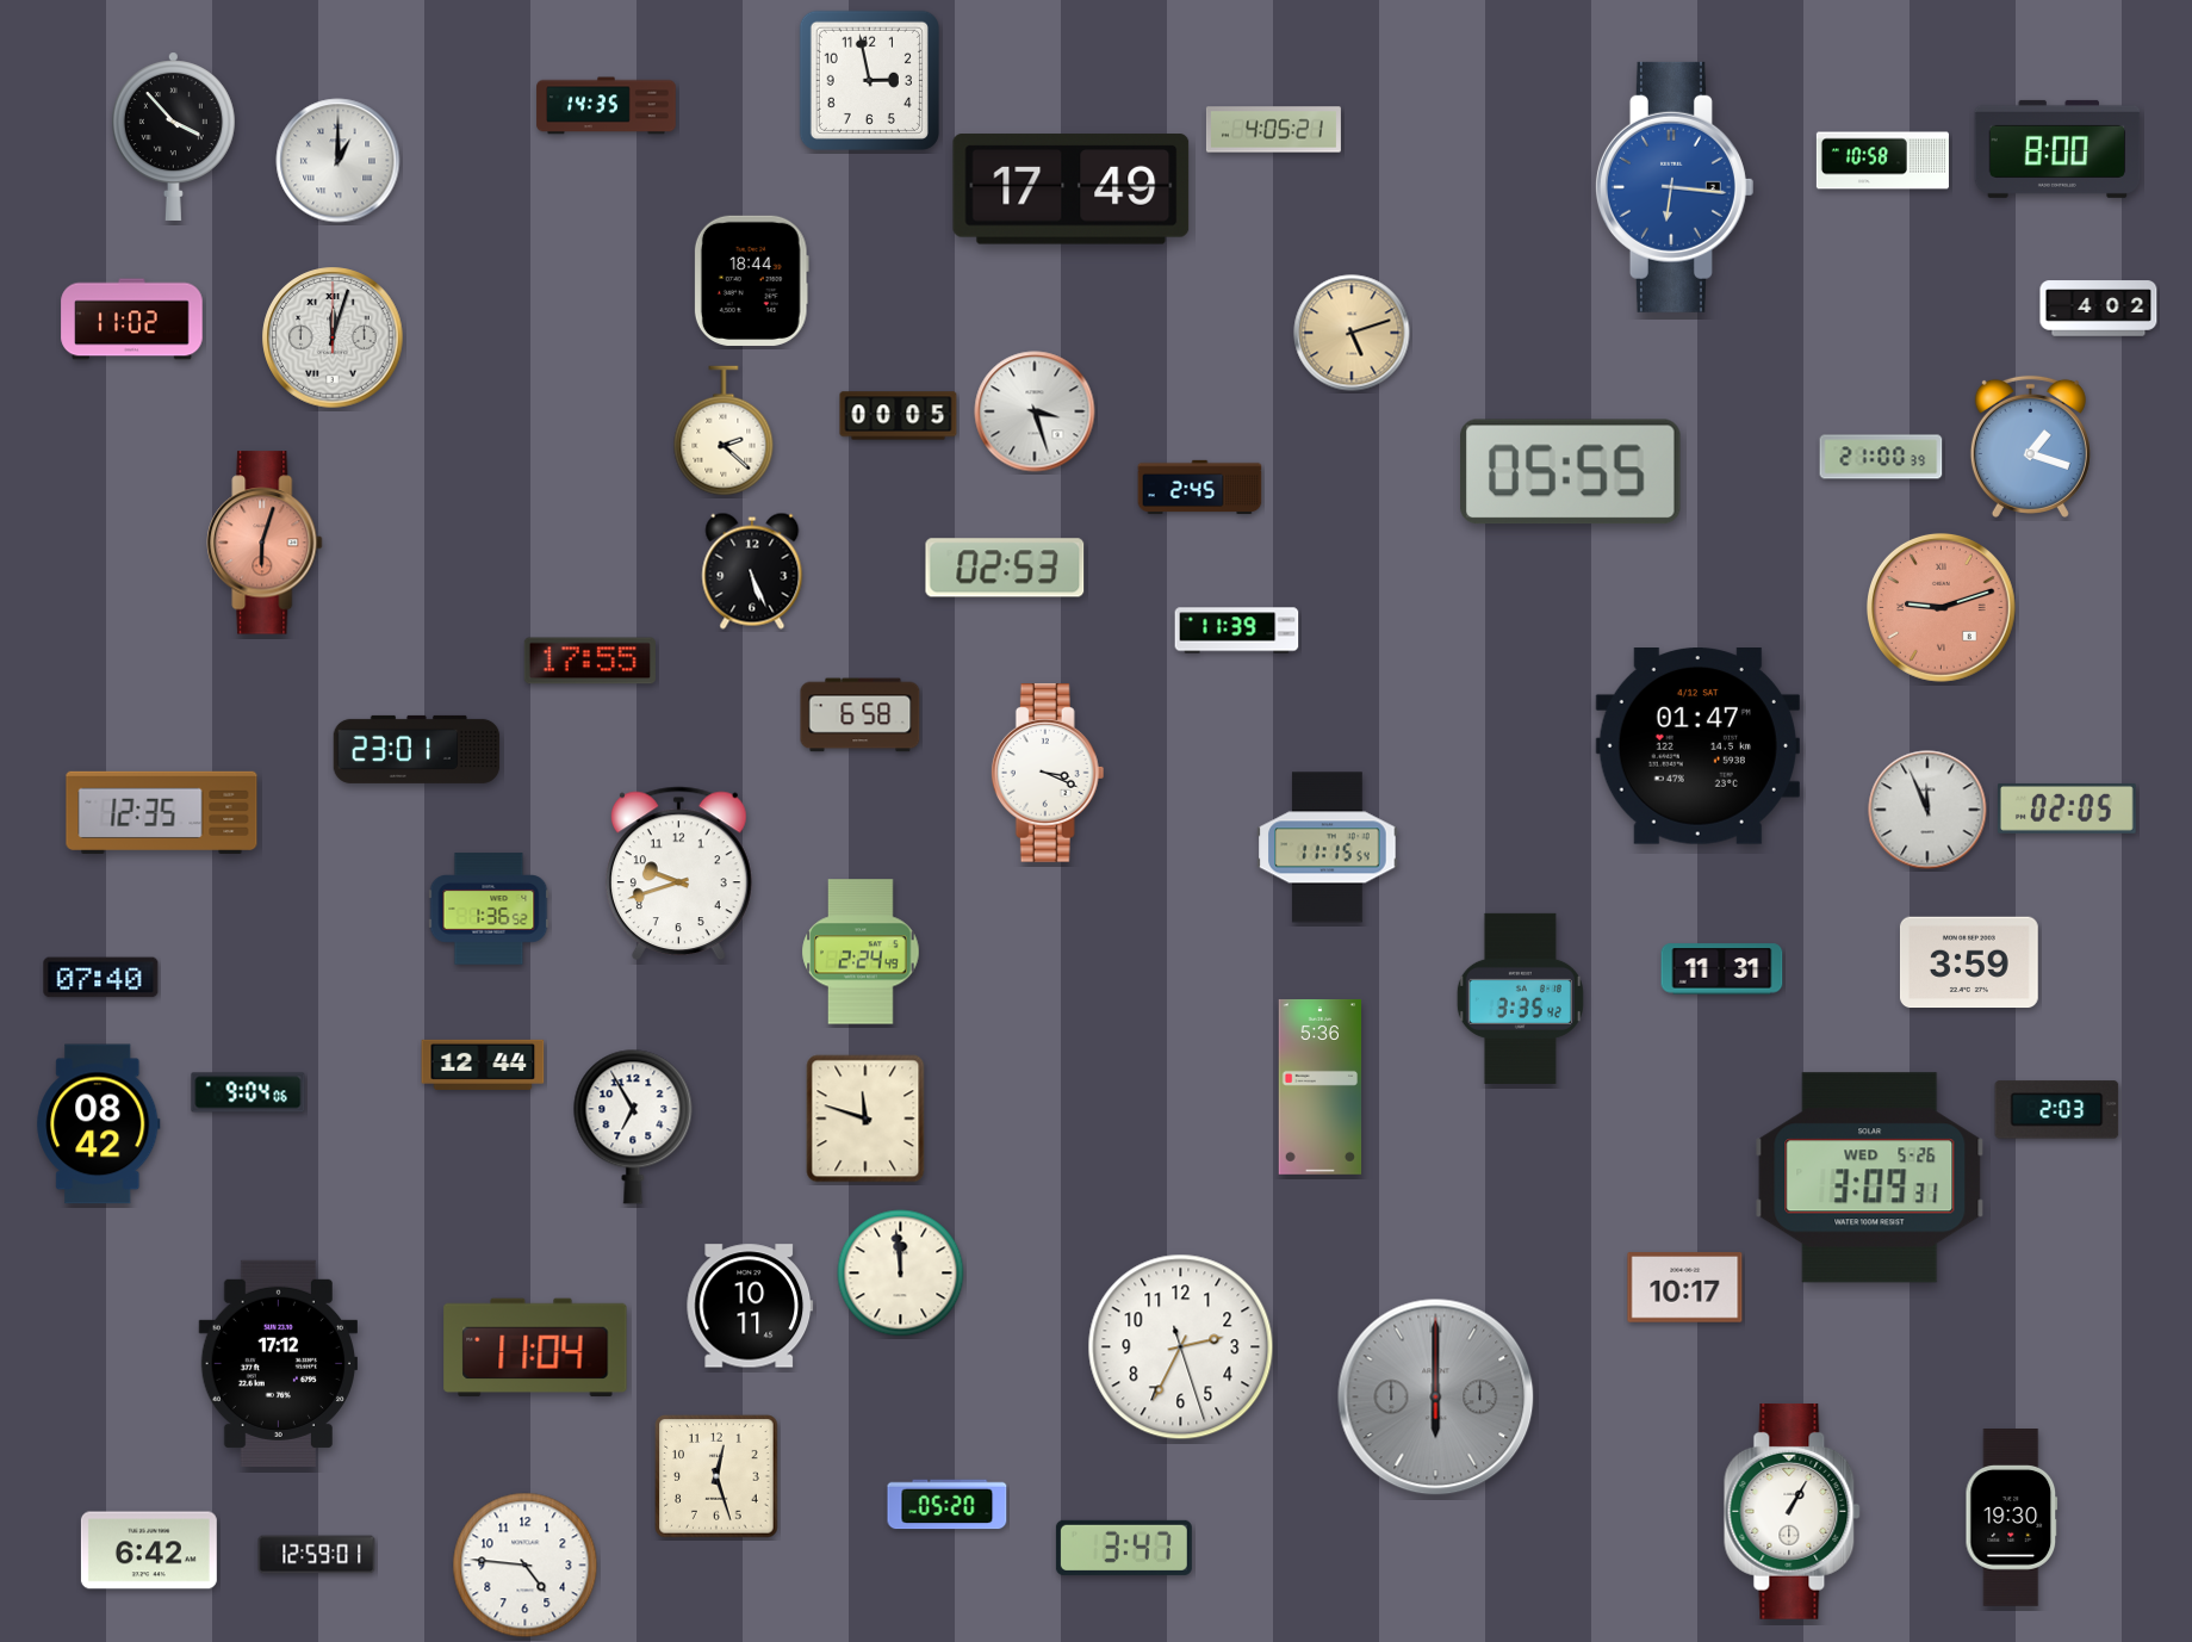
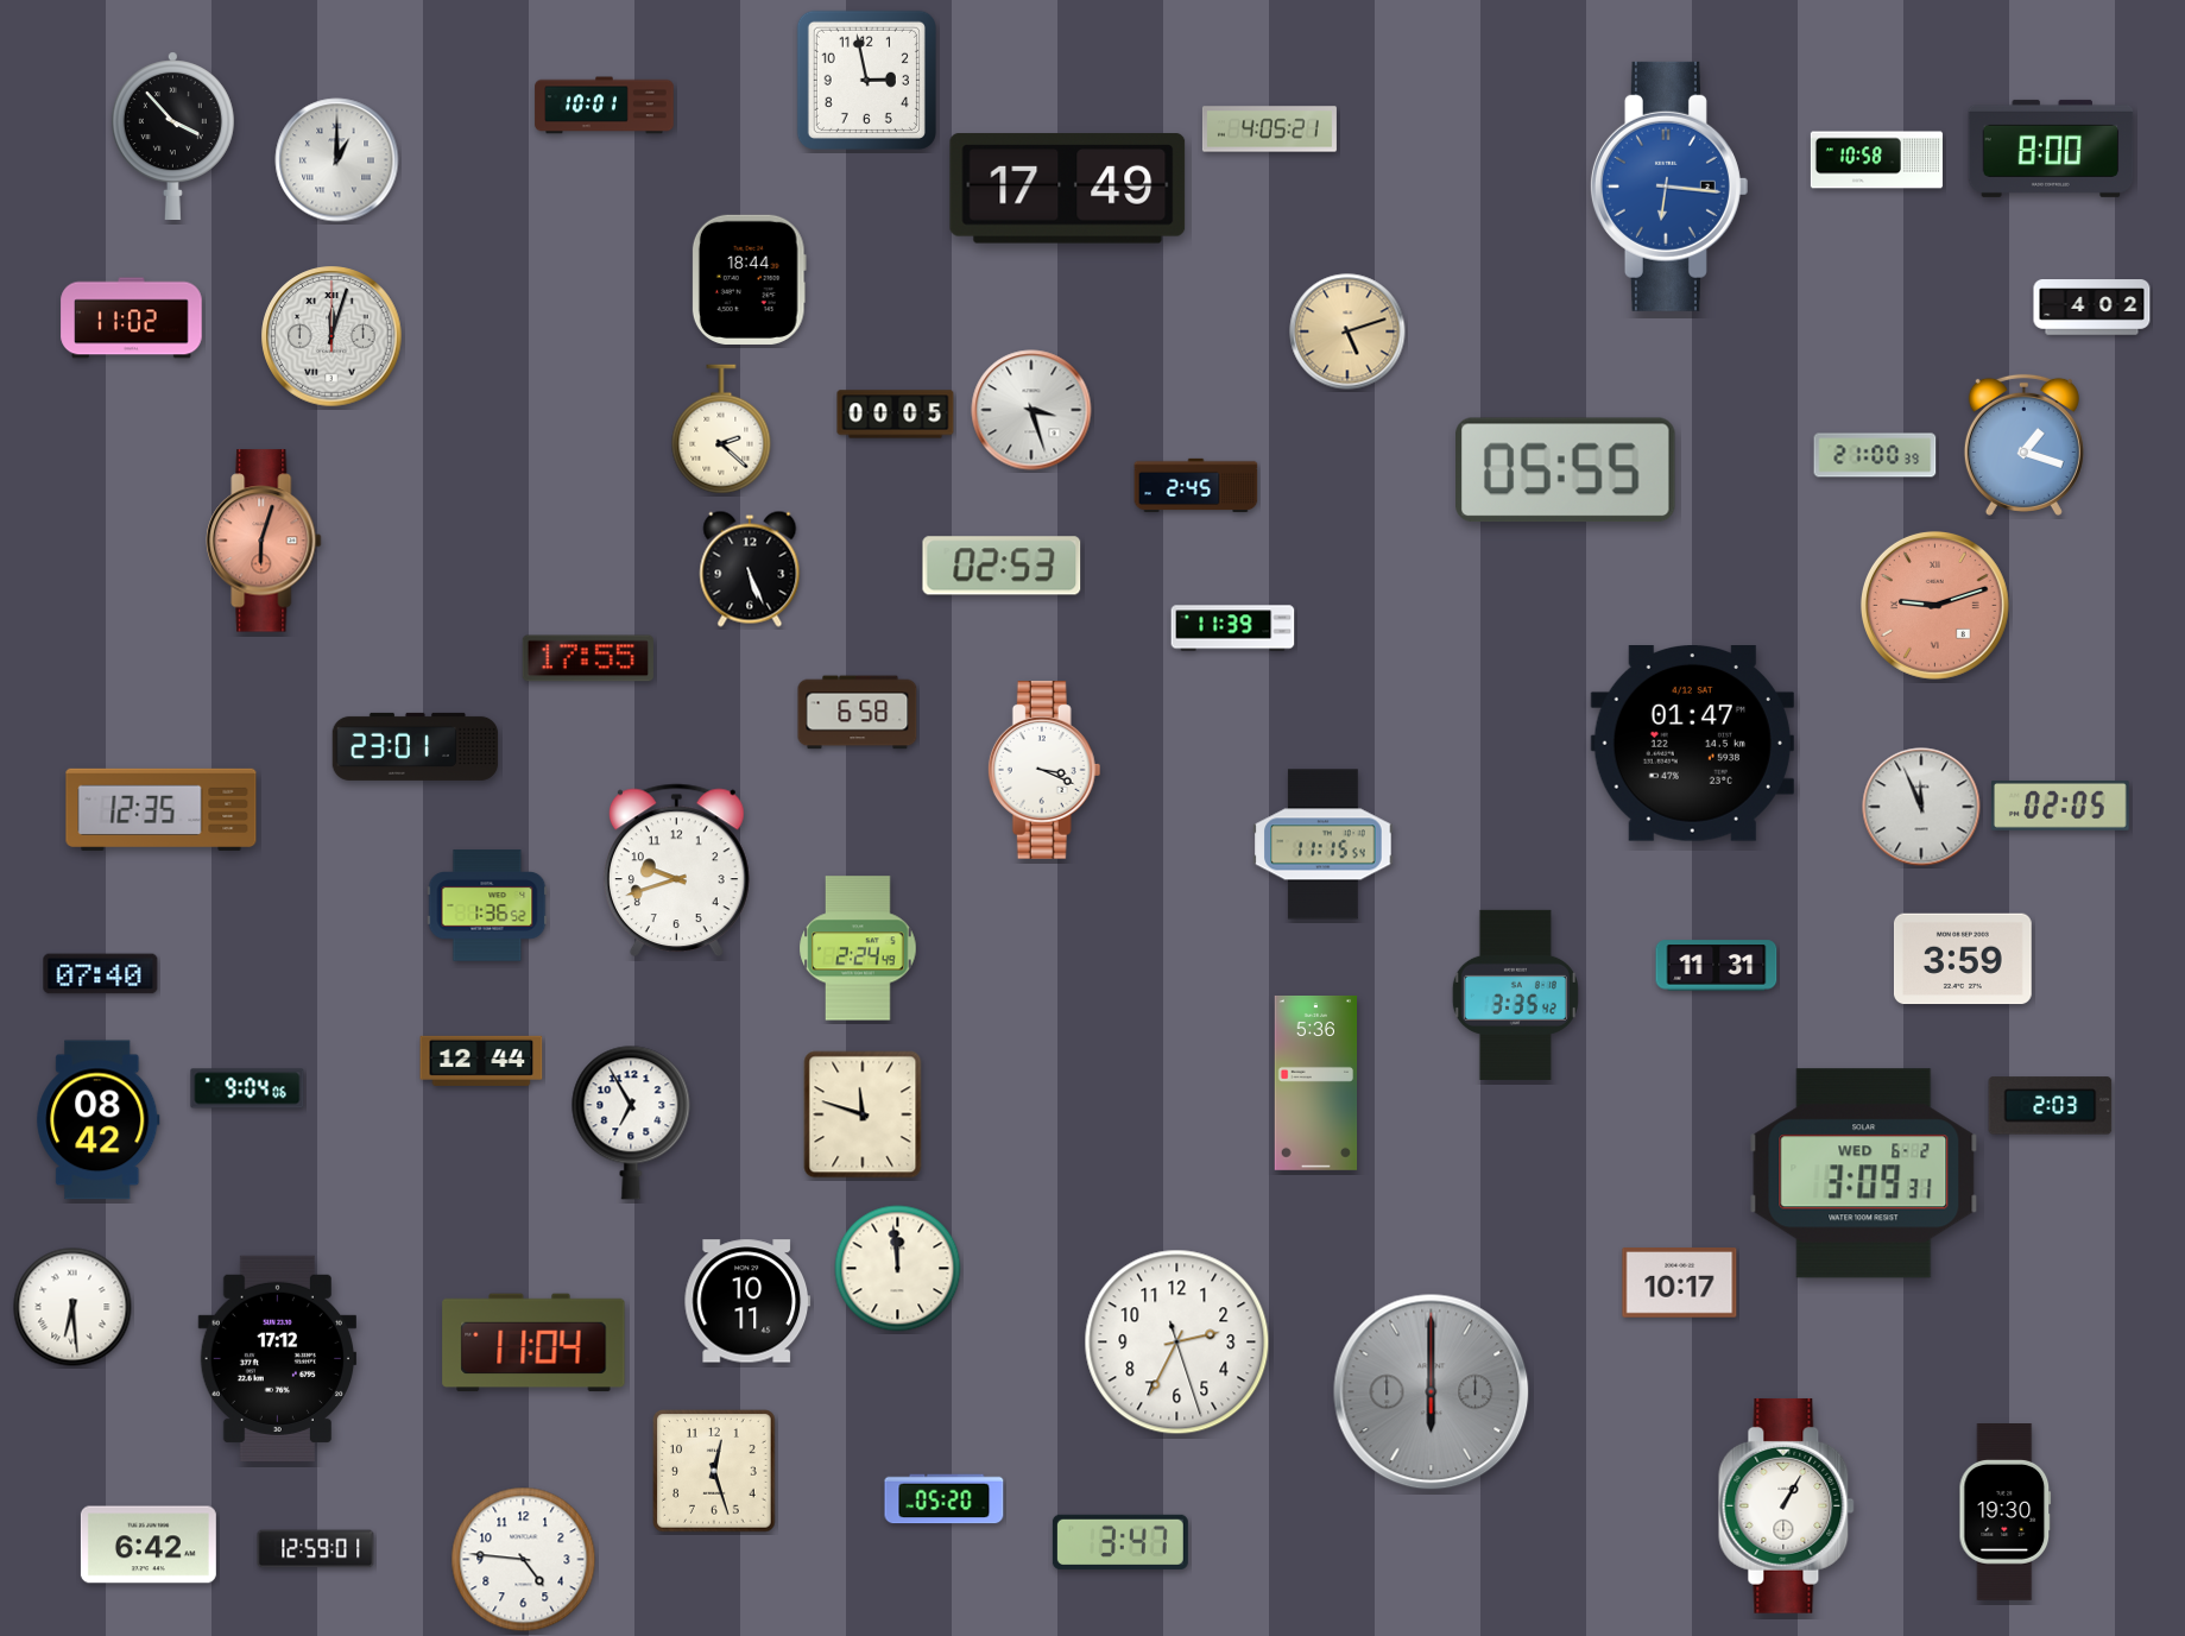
clock at (607, 106): 14:35 -> 10:01
clock at (1870, 1178) date: WED 5-26 -> WED 6-2
clock at (72, 1307): none -> 6:29
